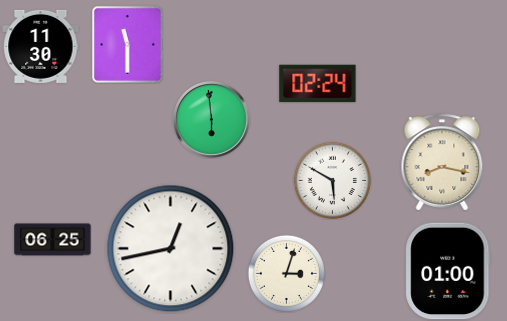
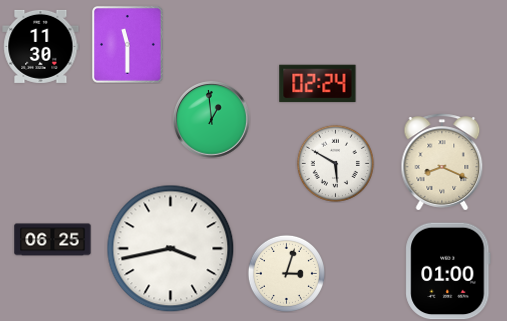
clock at (212, 120): 5:59 -> 12:59
clock at (442, 162): 8:17 -> 8:19
clock at (332, 180) position: (332, 180) -> (335, 163)
clock at (171, 249): 12:43 -> 3:43
